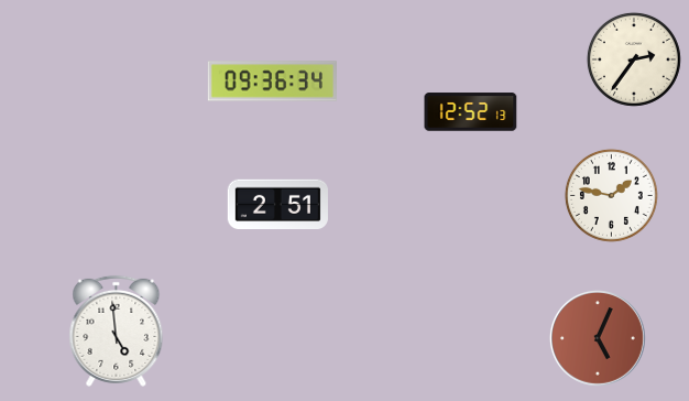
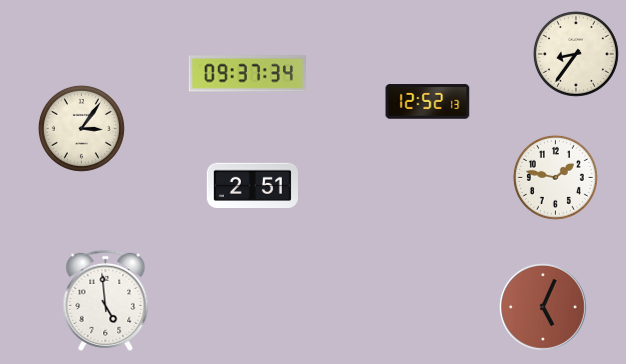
clock at (634, 59): 2:36 -> 8:36
clock at (272, 82): 09:36 -> 09:37
clock at (81, 128): none -> 3:06
